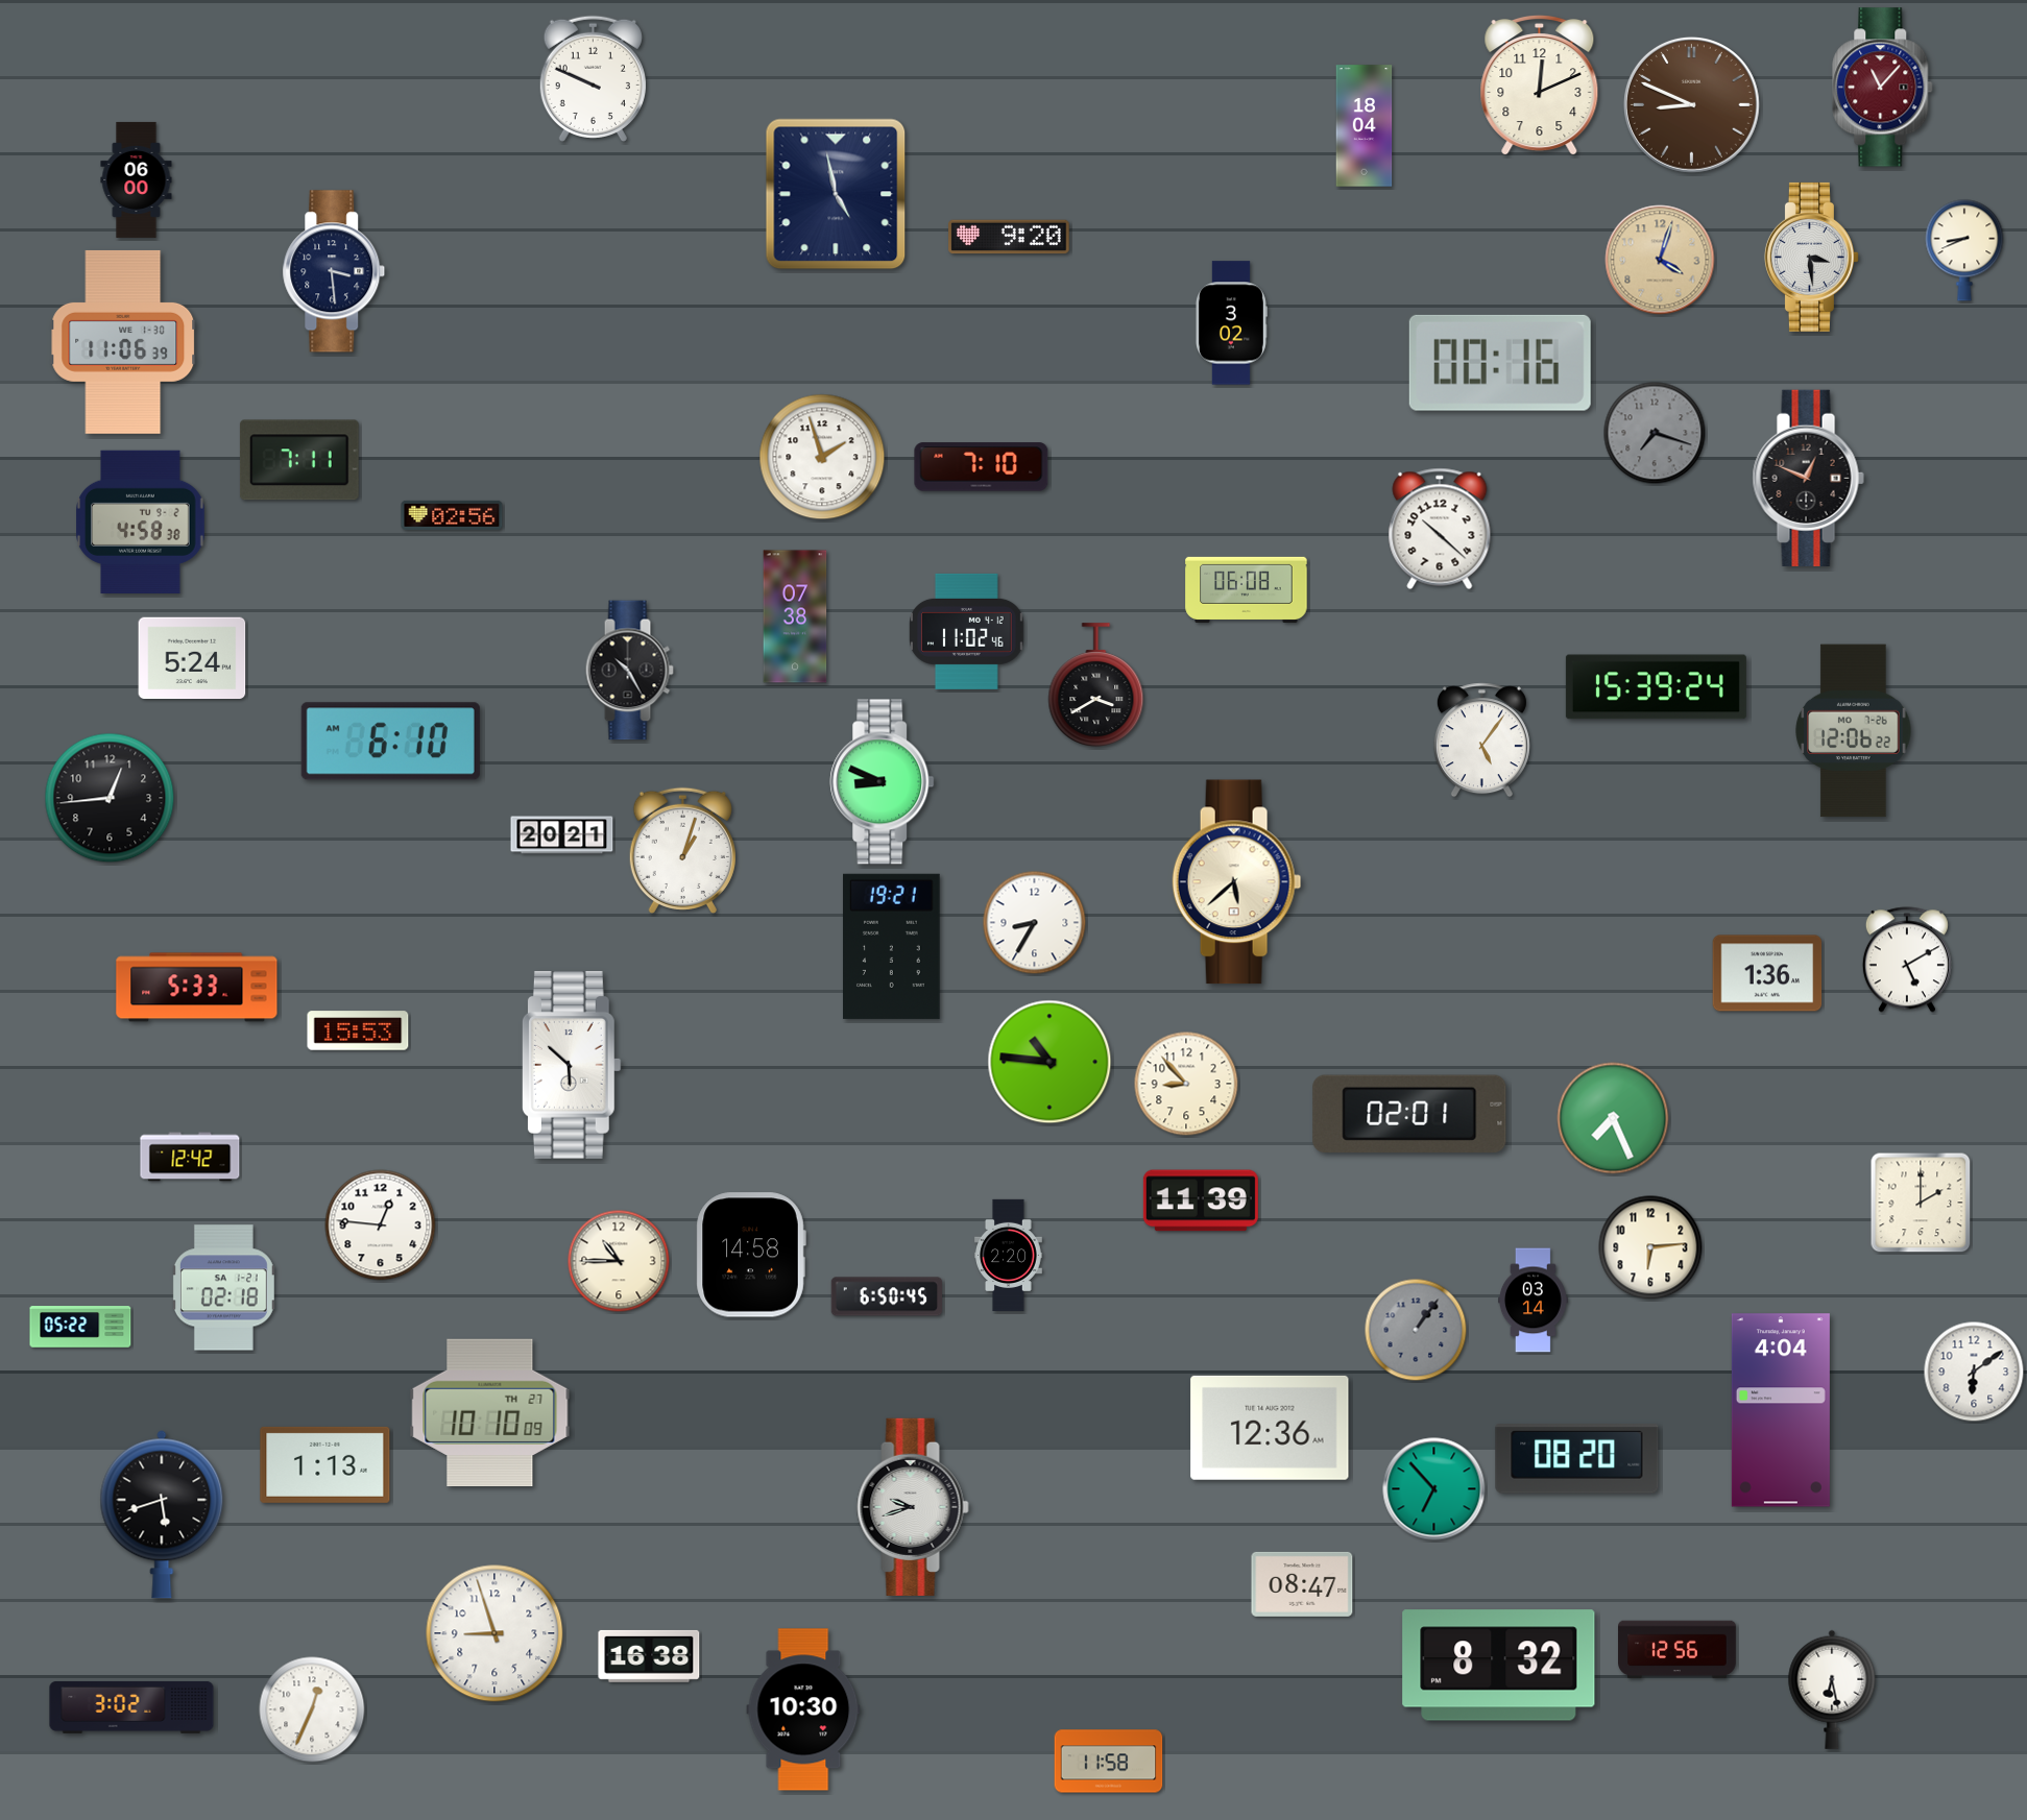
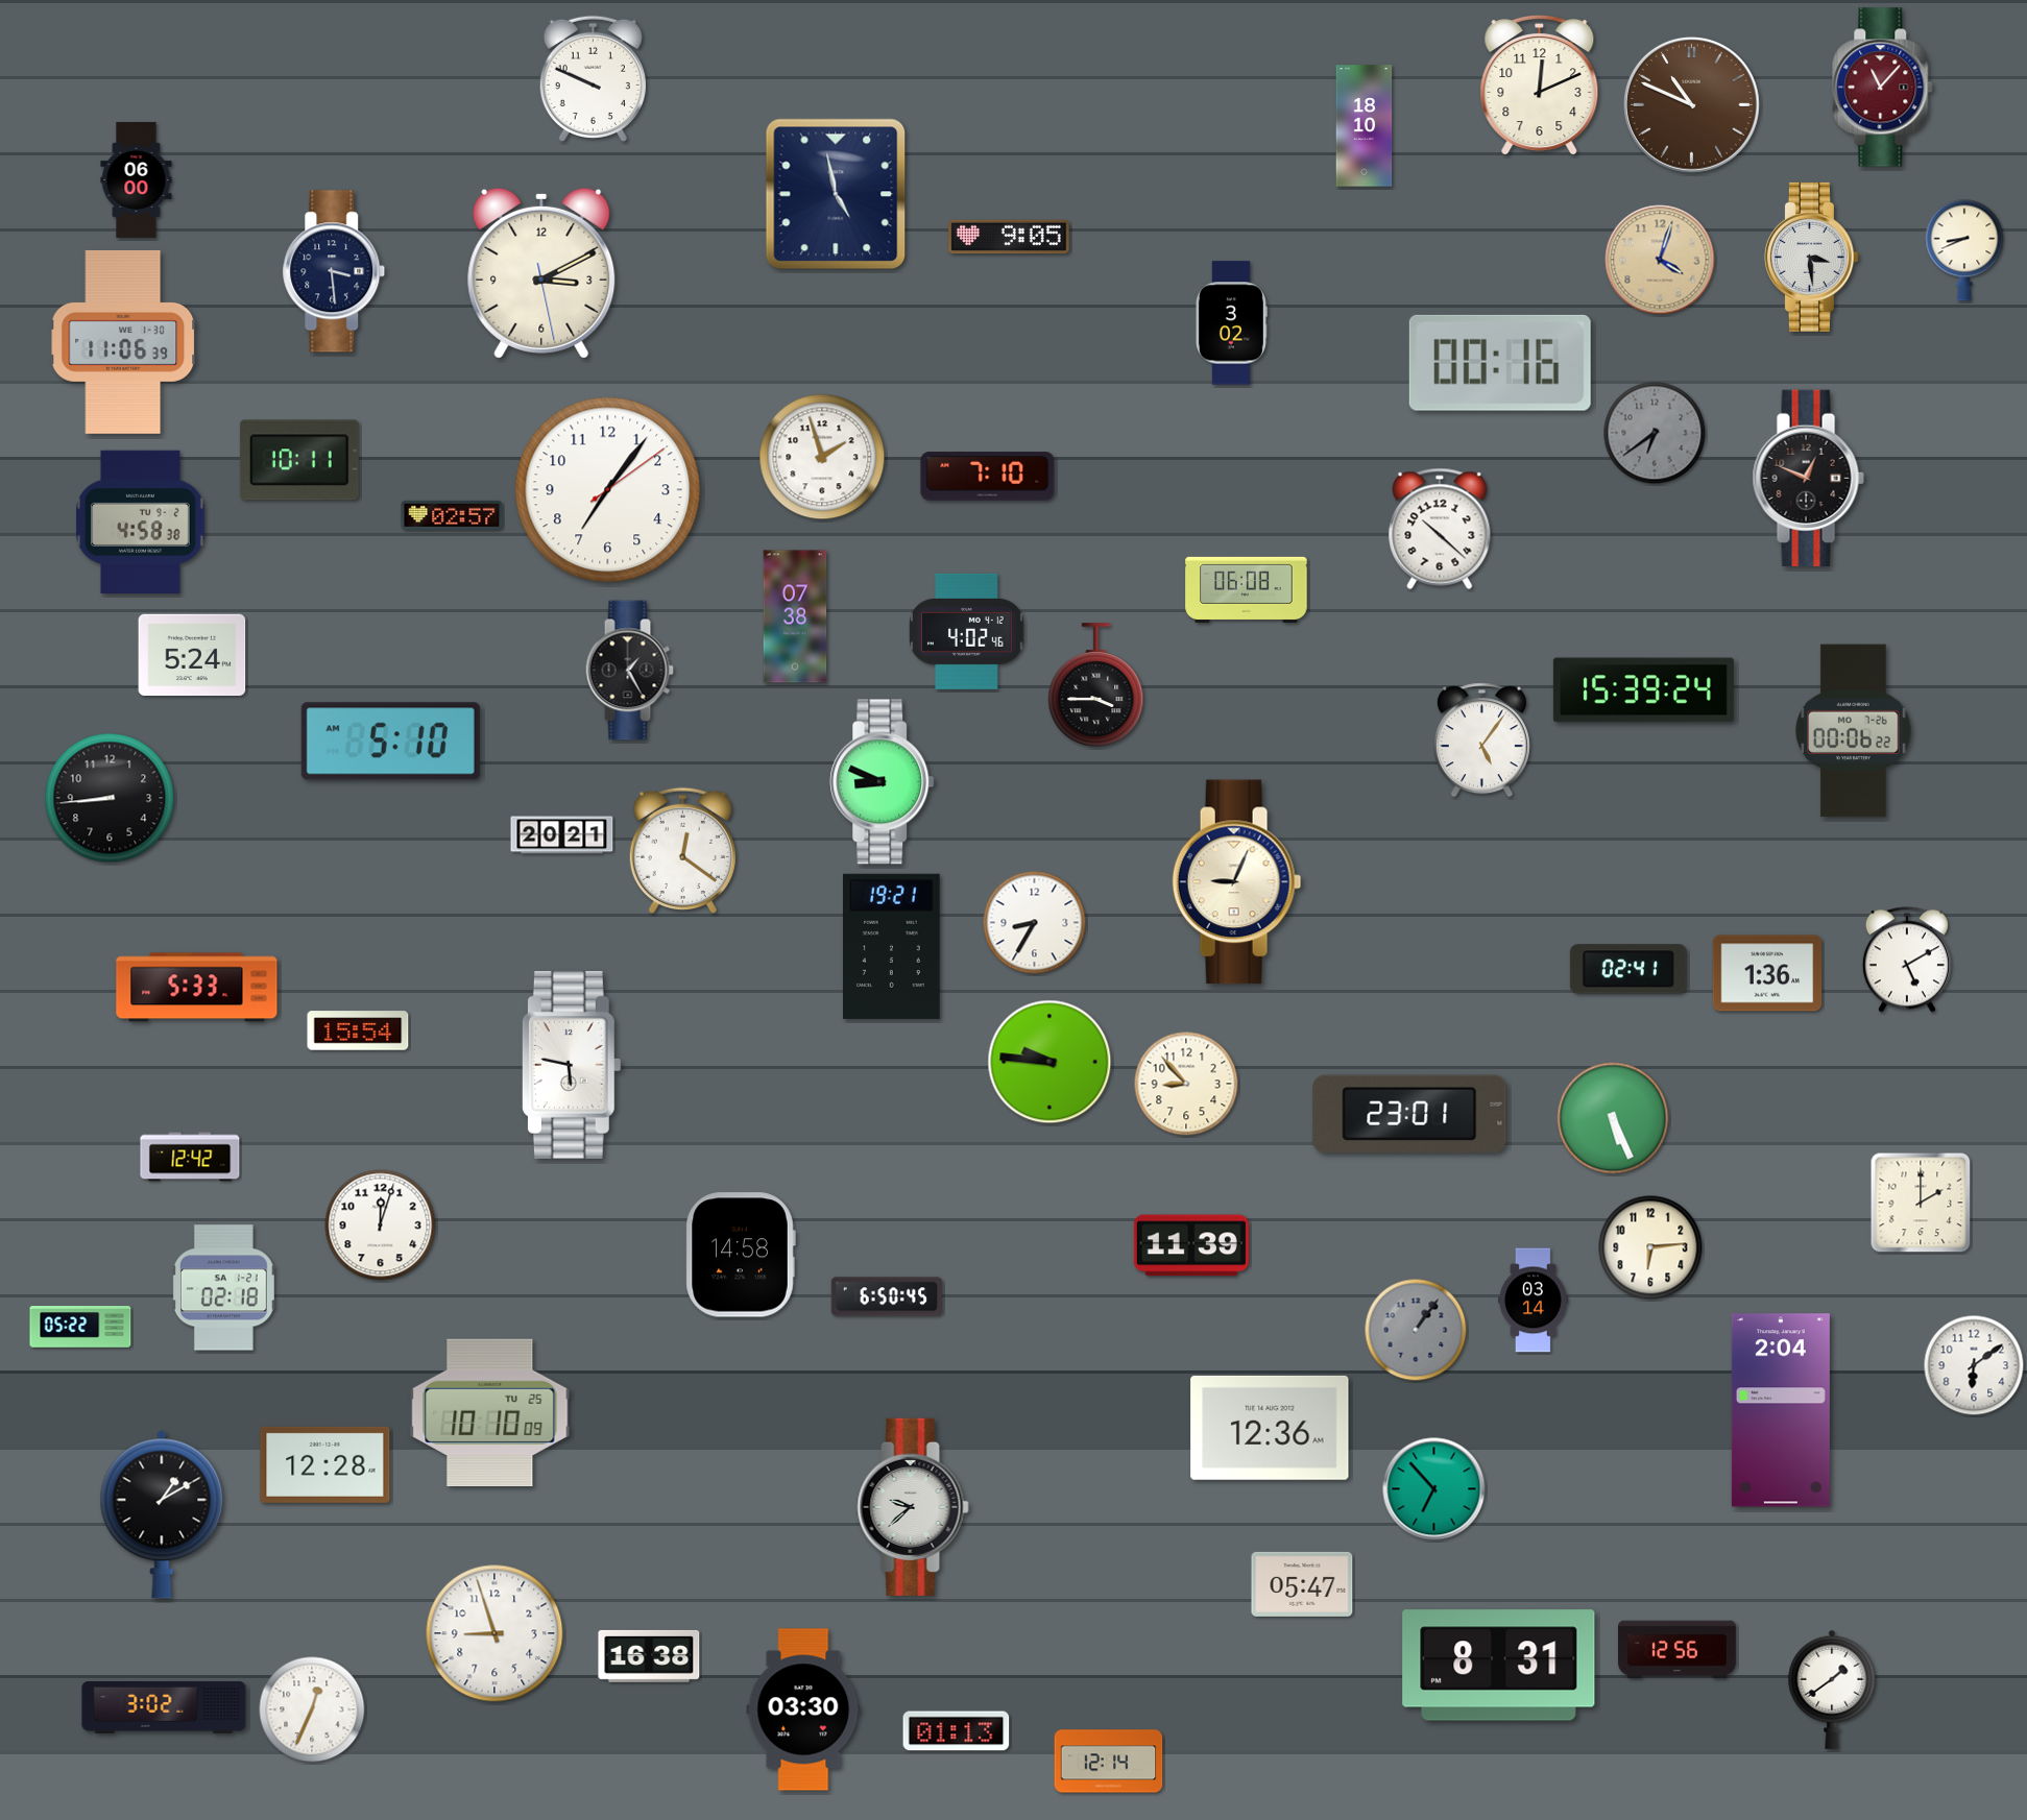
clock at (1691, 104): 8:49 -> 10:49
clock at (1365, 126): 18:04 -> 18:10
clock at (1009, 237): 9:20 -> 9:05
clock at (541, 273): none -> 3:10
clock at (1655, 433): 7:18 -> 6:39
clock at (299, 460): 7:11 -> 10:11
clock at (982, 467) position: (982, 467) -> (988, 477)
clock at (608, 490): none -> 7:06
clock at (452, 515): 02:56 -> 02:57
clock at (967, 631): 11:02 -> 4:02
clock at (192, 658) position: (192, 658) -> (192, 655)
clock at (629, 671): 10:25 -> 1:25
clock at (1096, 684): 3:40 -> 3:45
clock at (1656, 687) position: (1656, 687) -> (1643, 690)
clock at (1854, 731): 12:06 -> 00:06
clock at (390, 742): 6:10 -> 5:10
clock at (110, 798): 12:44 -> 8:44
clock at (682, 850): 1:03 -> 12:21
clock at (1237, 882): 5:38 -> 9:04
clock at (1628, 969): none -> 02:41
clock at (358, 1030): 15:53 -> 15:54
clock at (1049, 1062): 10:46 -> 9:46
clock at (572, 1065): 5:52 -> 5:47
clock at (1409, 1113): 02:01 -> 23:01
clock at (1613, 1118): 7:26 -> 5:26
clock at (1201, 1200) position: (1201, 1200) -> (1191, 1245)
clock at (381, 1226): 12:46 -> 12:03
clock at (751, 1255) position: (751, 1255) -> (741, 1255)
clock at (1009, 1256): 2:20 -> none
clock at (619, 1261): 10:45 -> none
clock at (1974, 1372) position: (1974, 1372) -> (1974, 1365)
clock at (1781, 1410): 4:04 -> 2:04
clock at (490, 1412) date: TH 27 -> TU 25
clock at (1577, 1459): 08:20 -> none
clock at (325, 1464): 1:13 -> 12:28
clock at (913, 1507): 9:42 -> 9:38
clock at (162, 1514): 5:42 -> 1:10
clock at (1302, 1584): 08:47 -> 05:47
clock at (1499, 1666): 8:32 -> 8:31
clock at (1832, 1690): 6:28 -> 1:39
clock at (131, 1707) position: (131, 1707) -> (164, 1707)
clock at (803, 1709): 10:30 -> 03:30
clock at (957, 1731): none -> 01:13
clock at (1109, 1762): 11:58 -> 12:14
